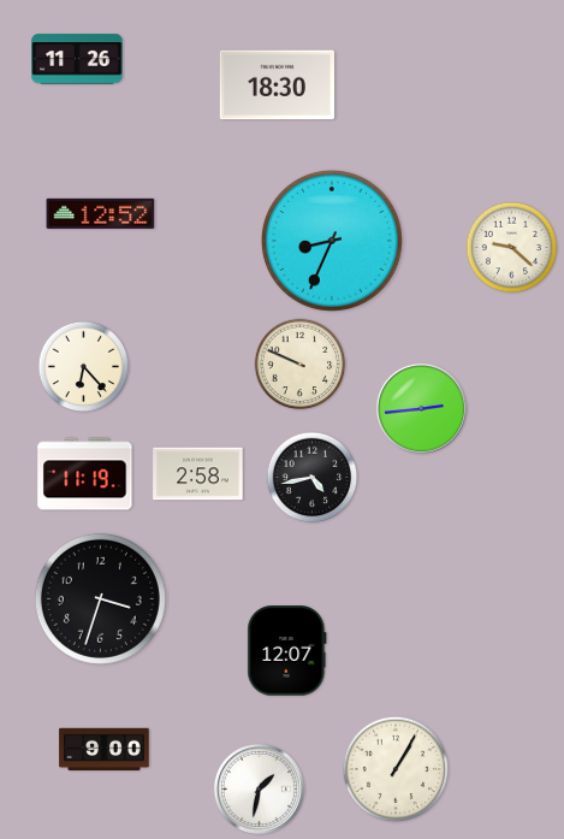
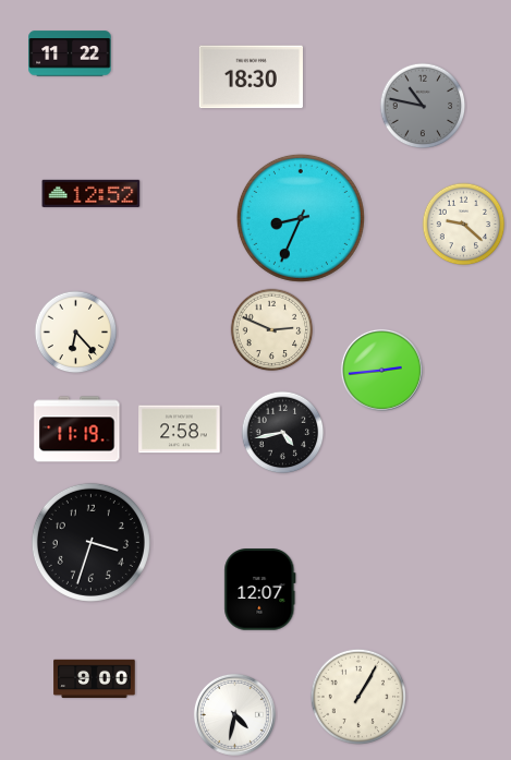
clock at (77, 59): 11:26 -> 11:22
clock at (423, 106): none -> 10:47
clock at (301, 365): 9:49 -> 2:49
clock at (259, 788): 1:32 -> 4:32
